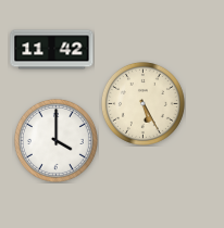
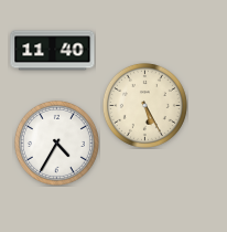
clock at (52, 50): 11:42 -> 11:40
clock at (55, 140): 4:00 -> 4:35
